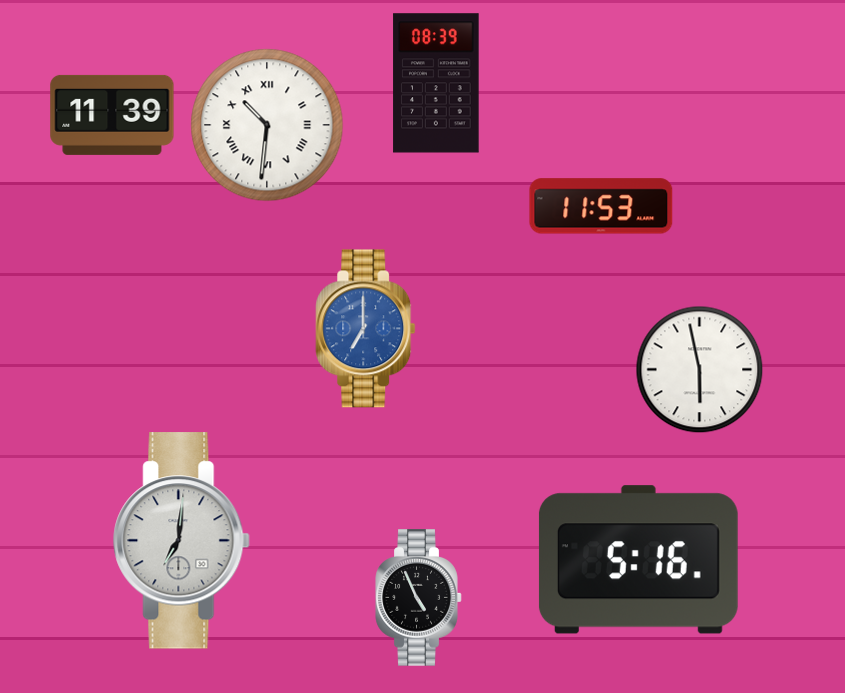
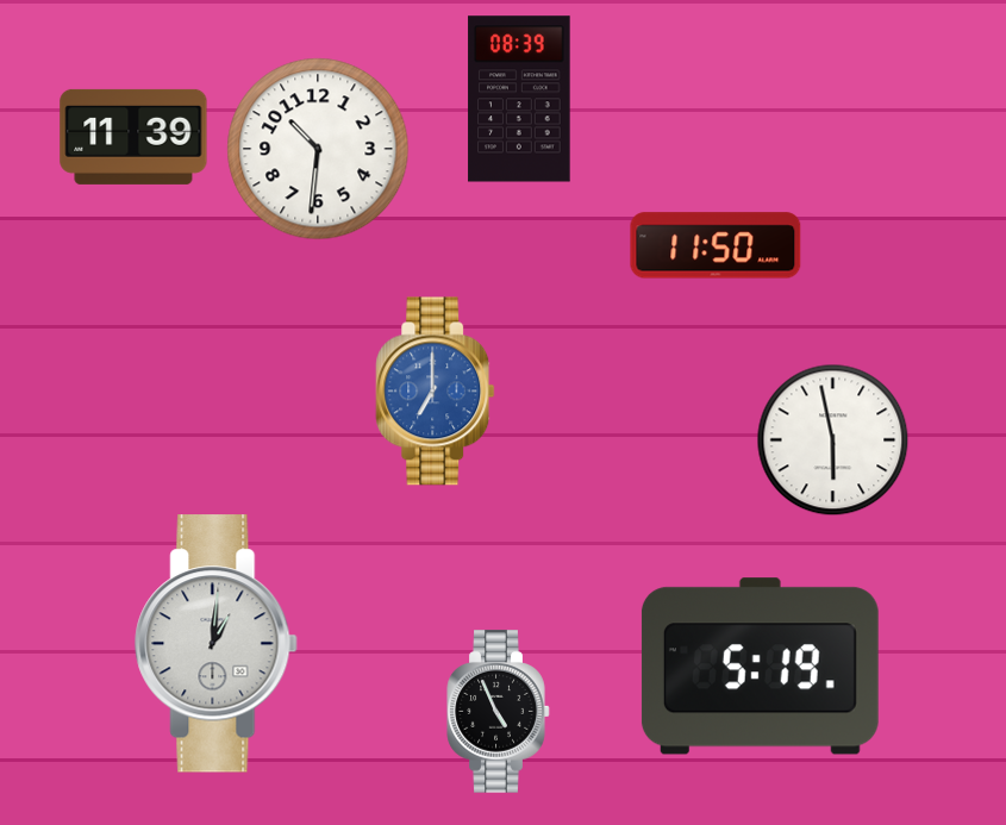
clock at (267, 125) numerals: Roman -> Arabic
clock at (601, 206): 11:53 -> 11:50
clock at (182, 541): 7:01 -> 1:01
clock at (638, 560): 5:16 -> 5:19
